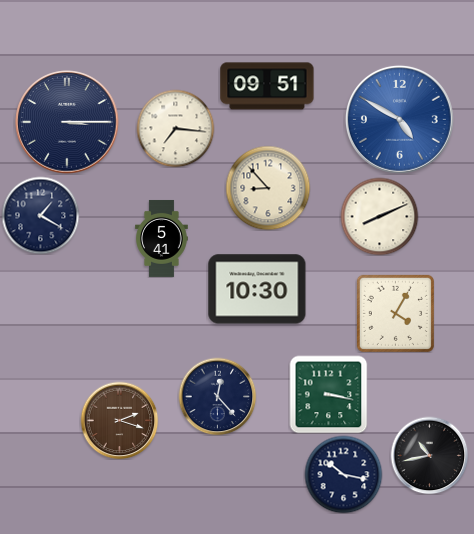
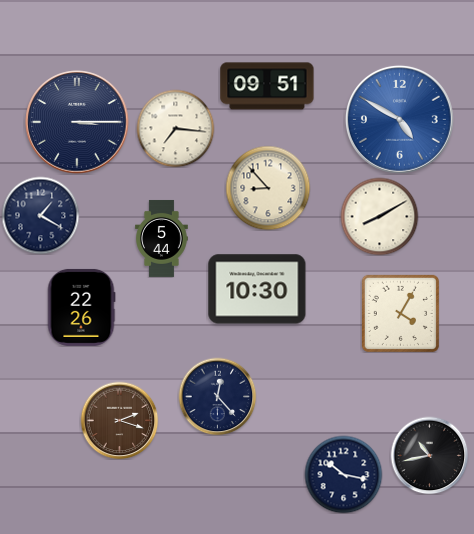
clock at (67, 122) position: (67, 122) -> (77, 122)
clock at (379, 216): 8:11 -> 8:10
clock at (162, 238): 5:41 -> 5:44
clock at (81, 307): none -> 22:26
clock at (395, 313) position: (395, 313) -> (400, 313)
clock at (328, 394): 3:17 -> none
